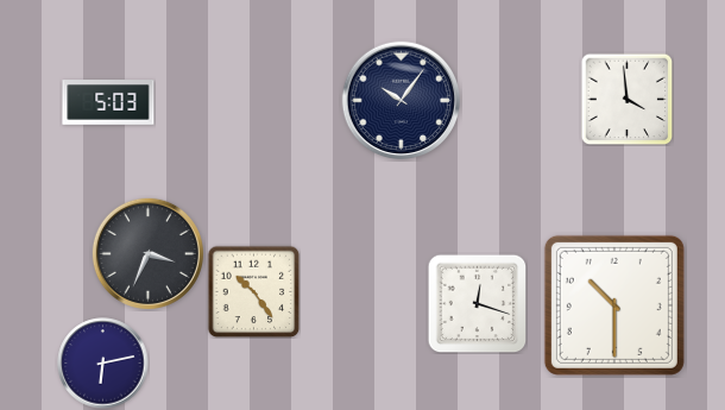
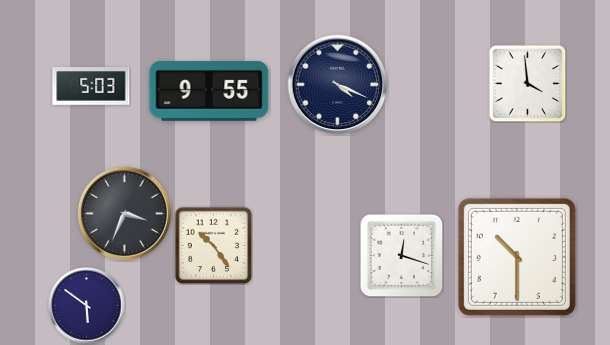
clock at (402, 101): 10:06 -> 4:19
clock at (209, 91): none -> 9:55
clock at (103, 364): 6:13 -> 5:51
